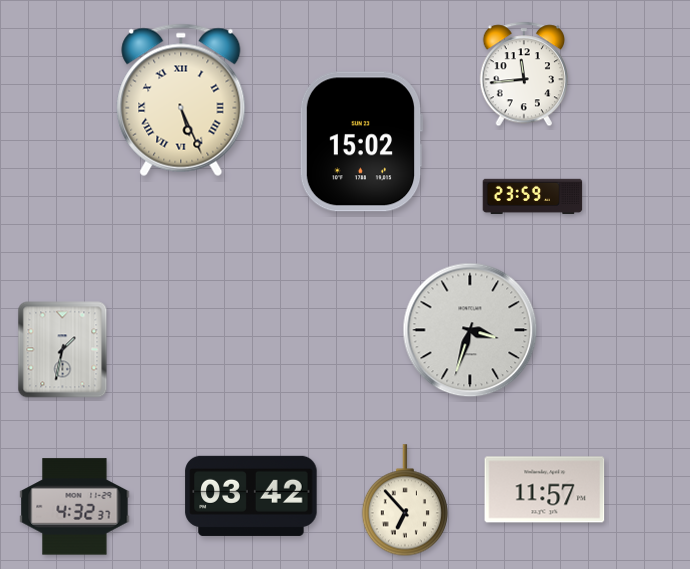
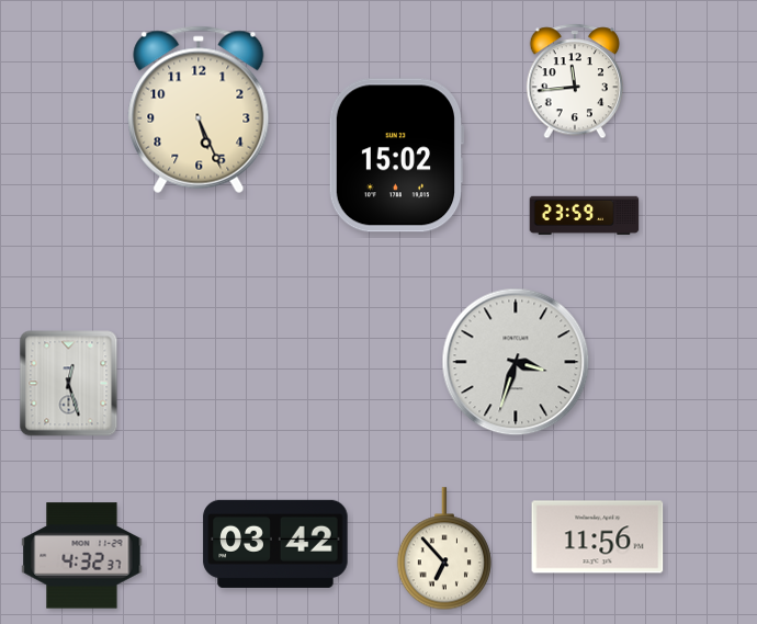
clock at (181, 100) numerals: Roman -> Arabic
clock at (63, 350): 1:32 -> 12:27
clock at (545, 490): 11:57 -> 11:56
